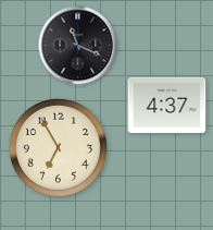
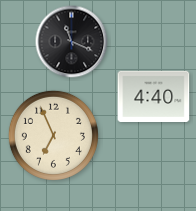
clock at (167, 105): 4:37 -> 4:40
clock at (58, 147): 6:55 -> 6:56
